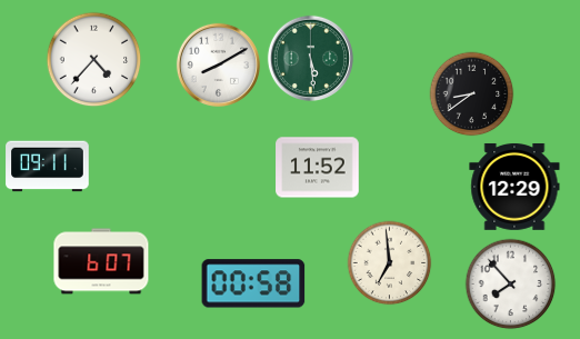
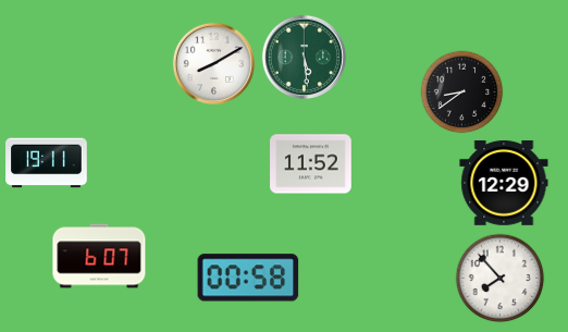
clock at (94, 60): 4:37 -> none
clock at (48, 167): 09:11 -> 19:11
clock at (390, 263): 6:59 -> none
